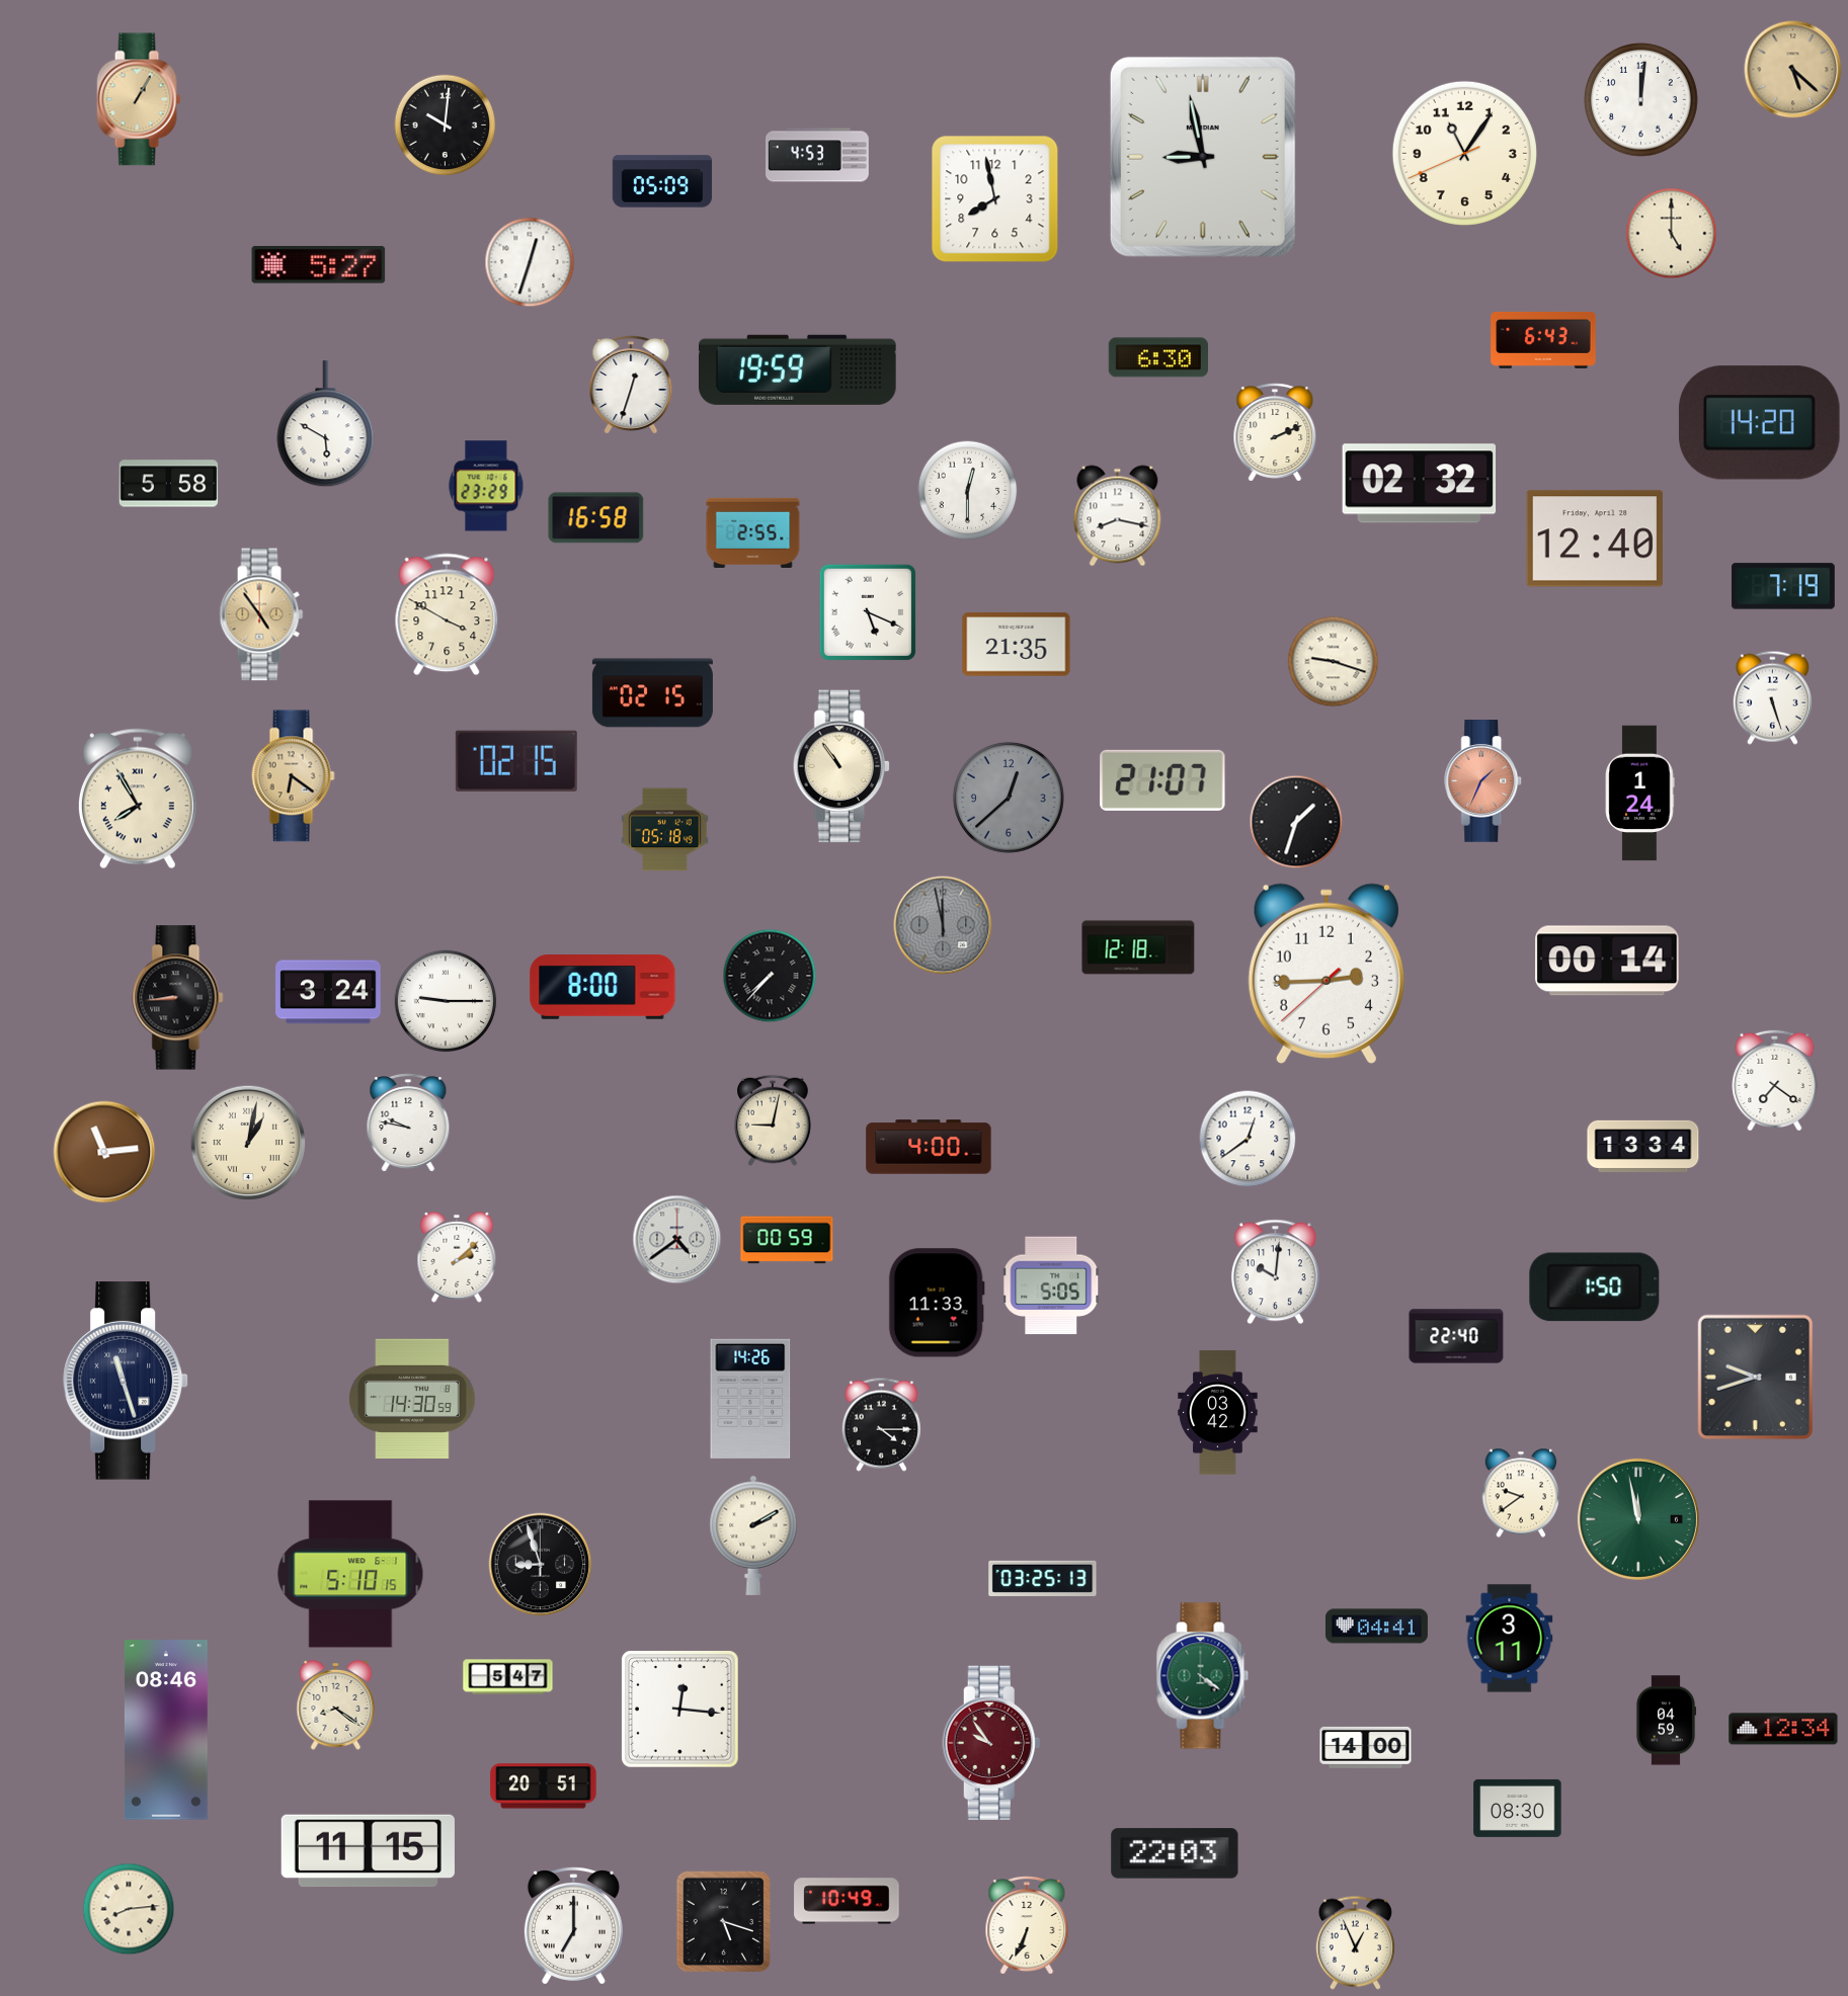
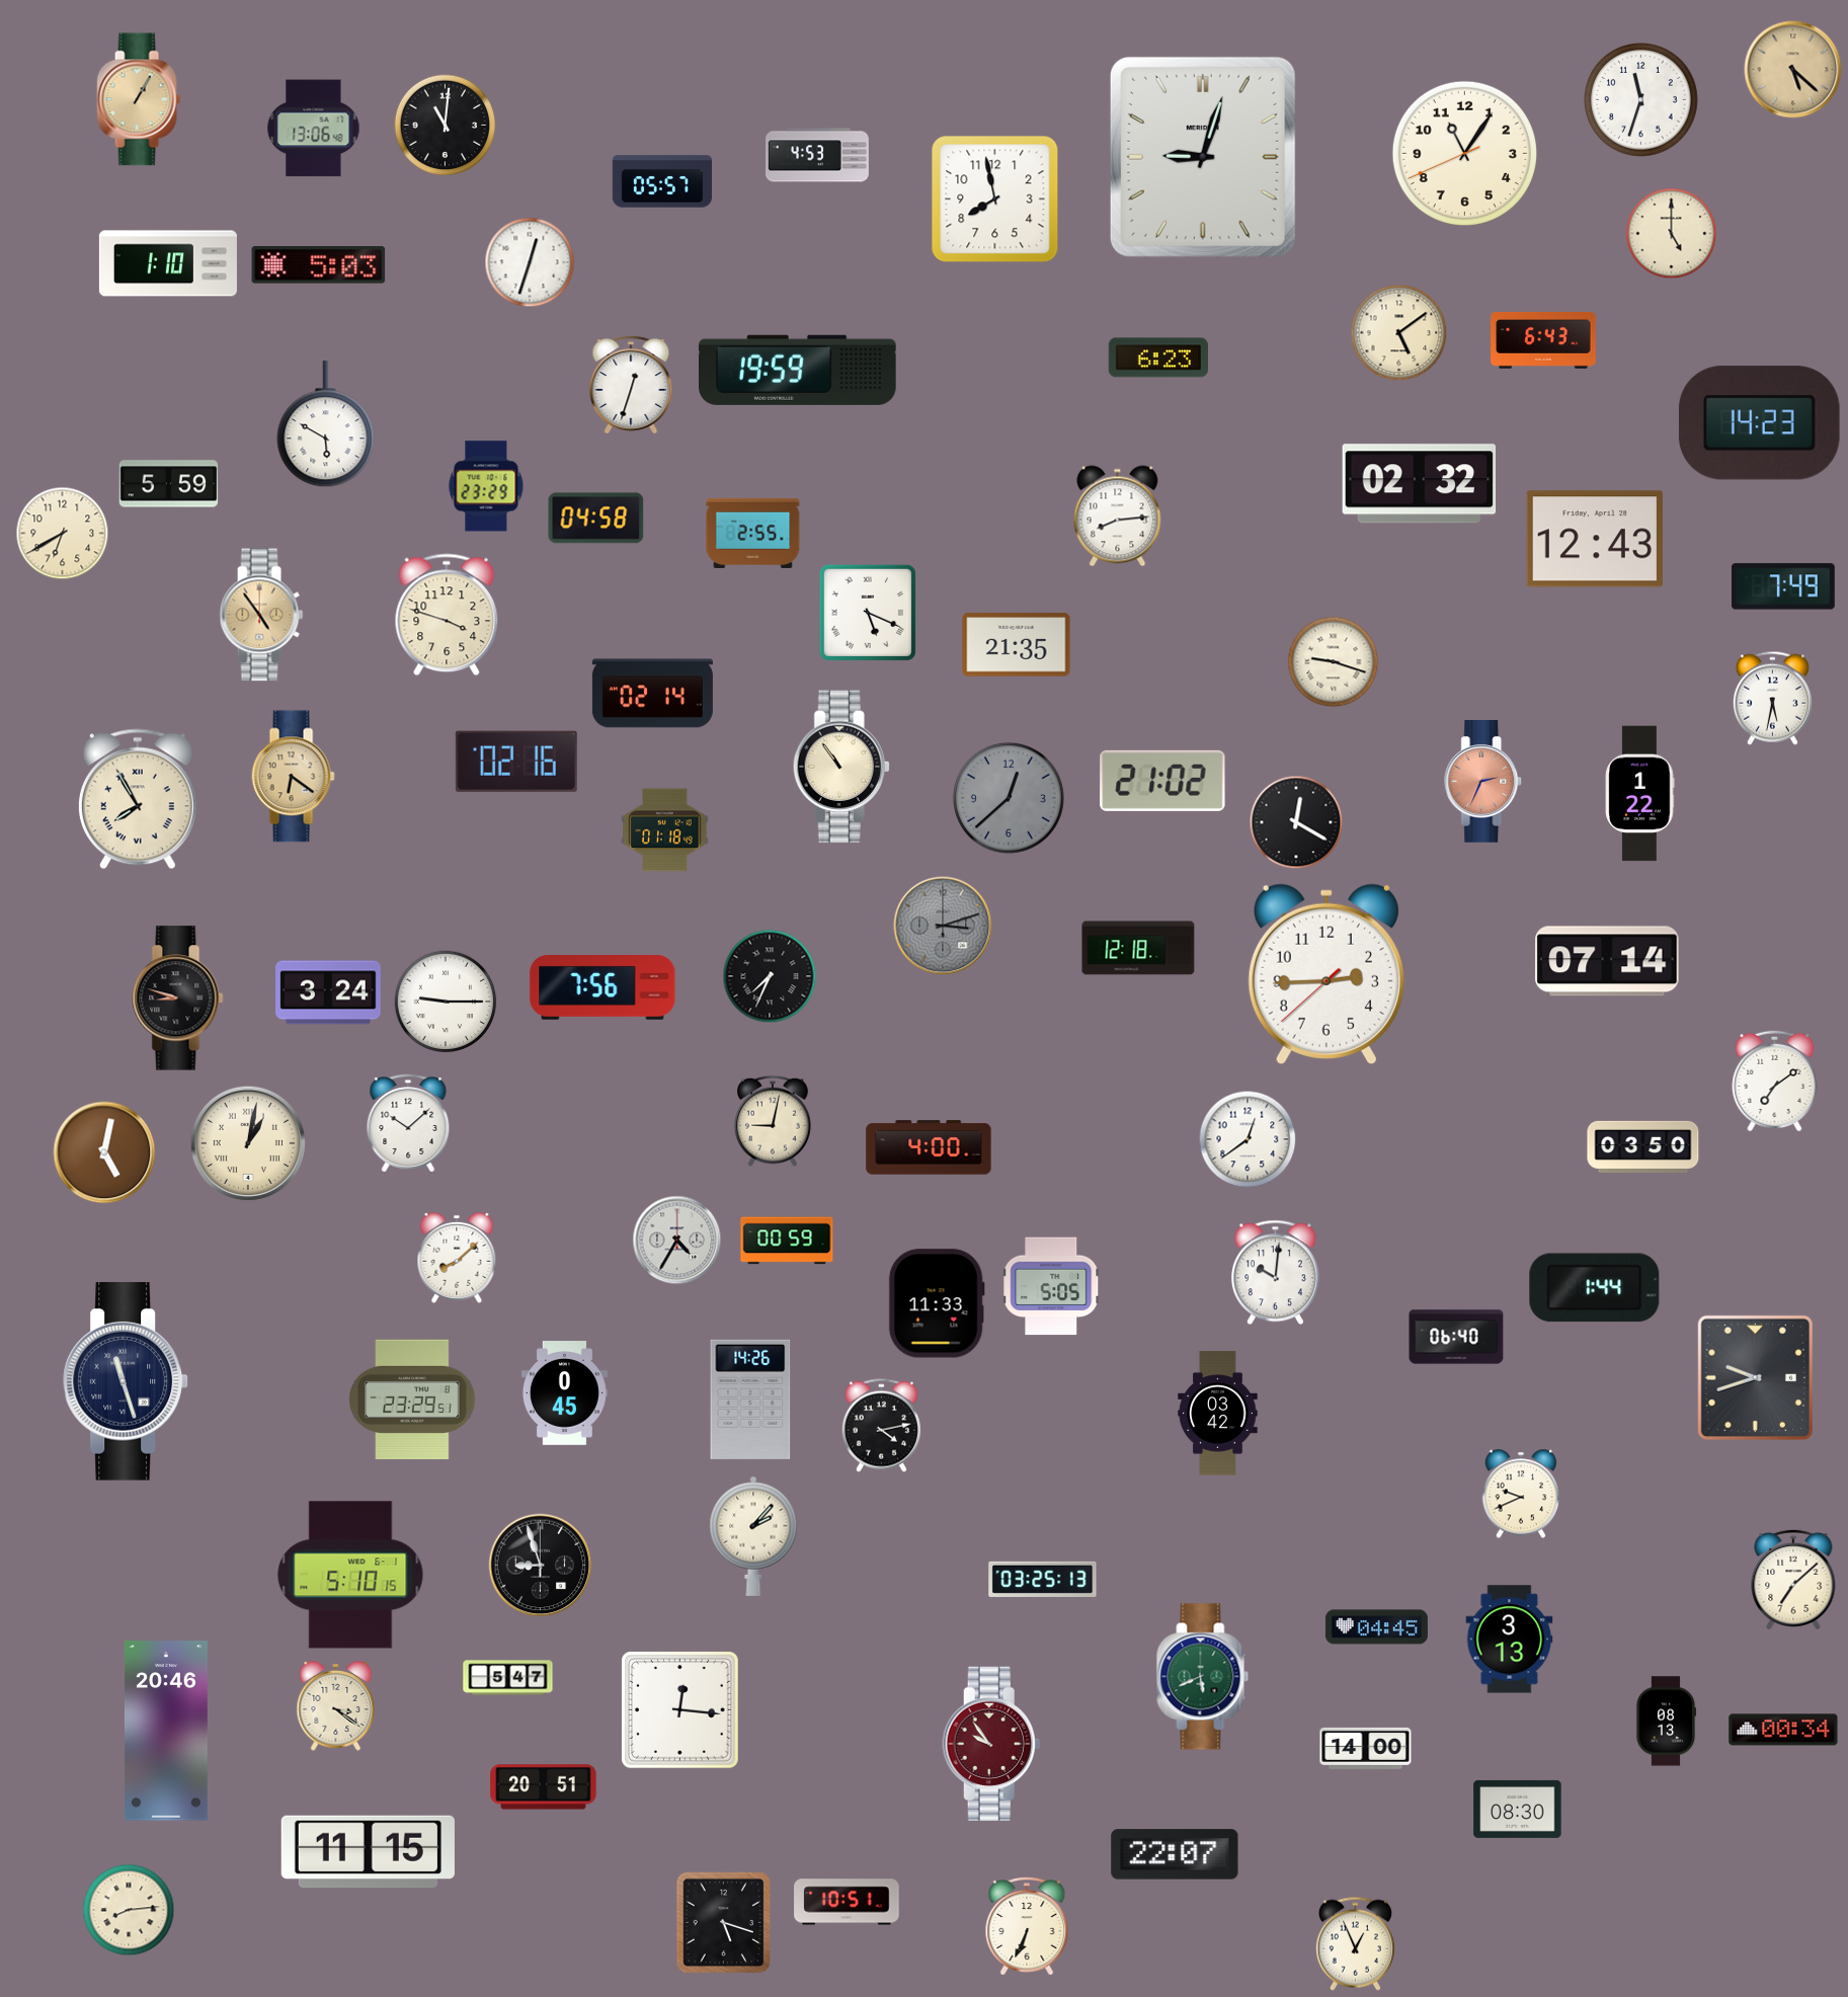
clock at (1641, 100): 12:01 -> 11:33
clock at (446, 126): 10:01 -> 11:01
clock at (314, 129): none -> 13:06
clock at (1203, 157): 8:58 -> 9:03
clock at (662, 181): 05:09 -> 05:57
clock at (168, 263): none -> 1:10
clock at (319, 265): 5:27 -> 5:03
clock at (1399, 333): none -> 5:09
clock at (1157, 357): 6:30 -> 6:23
clock at (1759, 423): 14:20 -> 14:23
clock at (1275, 432): 2:11 -> none
clock at (169, 484): 5:58 -> 5:59
clock at (968, 491): 12:30 -> none
clock at (1118, 516): 8:17 -> 8:14
clock at (596, 518): 16:58 -> 04:58
clock at (63, 534): none -> 6:40
clock at (1595, 538): 12:40 -> 12:43
clock at (1783, 586): 7:19 -> 7:49
clock at (447, 614): 3:50 -> 3:48
clock at (652, 693): 02:15 -> 02:14
clock at (1772, 697): 5:27 -> 5:32
clock at (516, 761): 02:15 -> 02:16
clock at (1162, 780): 21:07 -> 21:02
clock at (1483, 781): 1:34 -> 2:34
clock at (1640, 794): 1:24 -> 1:22
clock at (1296, 822): 1:33 -> 12:20
clock at (665, 830): 05:18 -> 01:18
clock at (943, 925): 11:58 -> 3:12
clock at (1607, 961): 00:14 -> 07:14
clock at (770, 976): 7:37 -> 7:34
clock at (602, 988): 8:00 -> 7:56
clock at (178, 998): 8:44 -> 8:48
clock at (1775, 1080): 7:21 -> 7:09
clock at (408, 1122): 9:47 -> 10:08
clock at (1643, 1146): 13:34 -> 03:50
clock at (104, 1152): 11:14 -> 5:02
clock at (677, 1240): 4:39 -> 4:35
clock at (457, 1257): 2:08 -> 8:08
clock at (1595, 1287): 1:50 -> 1:44
clock at (1456, 1336): 22:40 -> 06:40
clock at (564, 1393): none -> 0:45
clock at (412, 1398): 14:30 -> 23:29
clock at (881, 1424): 4:15 -> 4:13
clock at (1521, 1493): 9:39 -> 9:41
clock at (1638, 1519): 11:58 -> none
clock at (753, 1535): 2:10 -> 2:07
clock at (1793, 1580): none -> 7:08
clock at (1376, 1627): 04:41 -> 04:45
clock at (1510, 1639): 3:11 -> 3:13
clock at (1203, 1676): 4:21 -> 5:41
clock at (336, 1706): 8:21 -> 3:21
clock at (1666, 1721): 04:59 -> 08:13
clock at (1783, 1729): 12:34 -> 00:34
clock at (166, 1730): 08:46 -> 20:46
clock at (1175, 1853): 22:03 -> 22:07
clock at (847, 1901): 10:49 -> 10:51
clock at (573, 1926): 7:00 -> none
